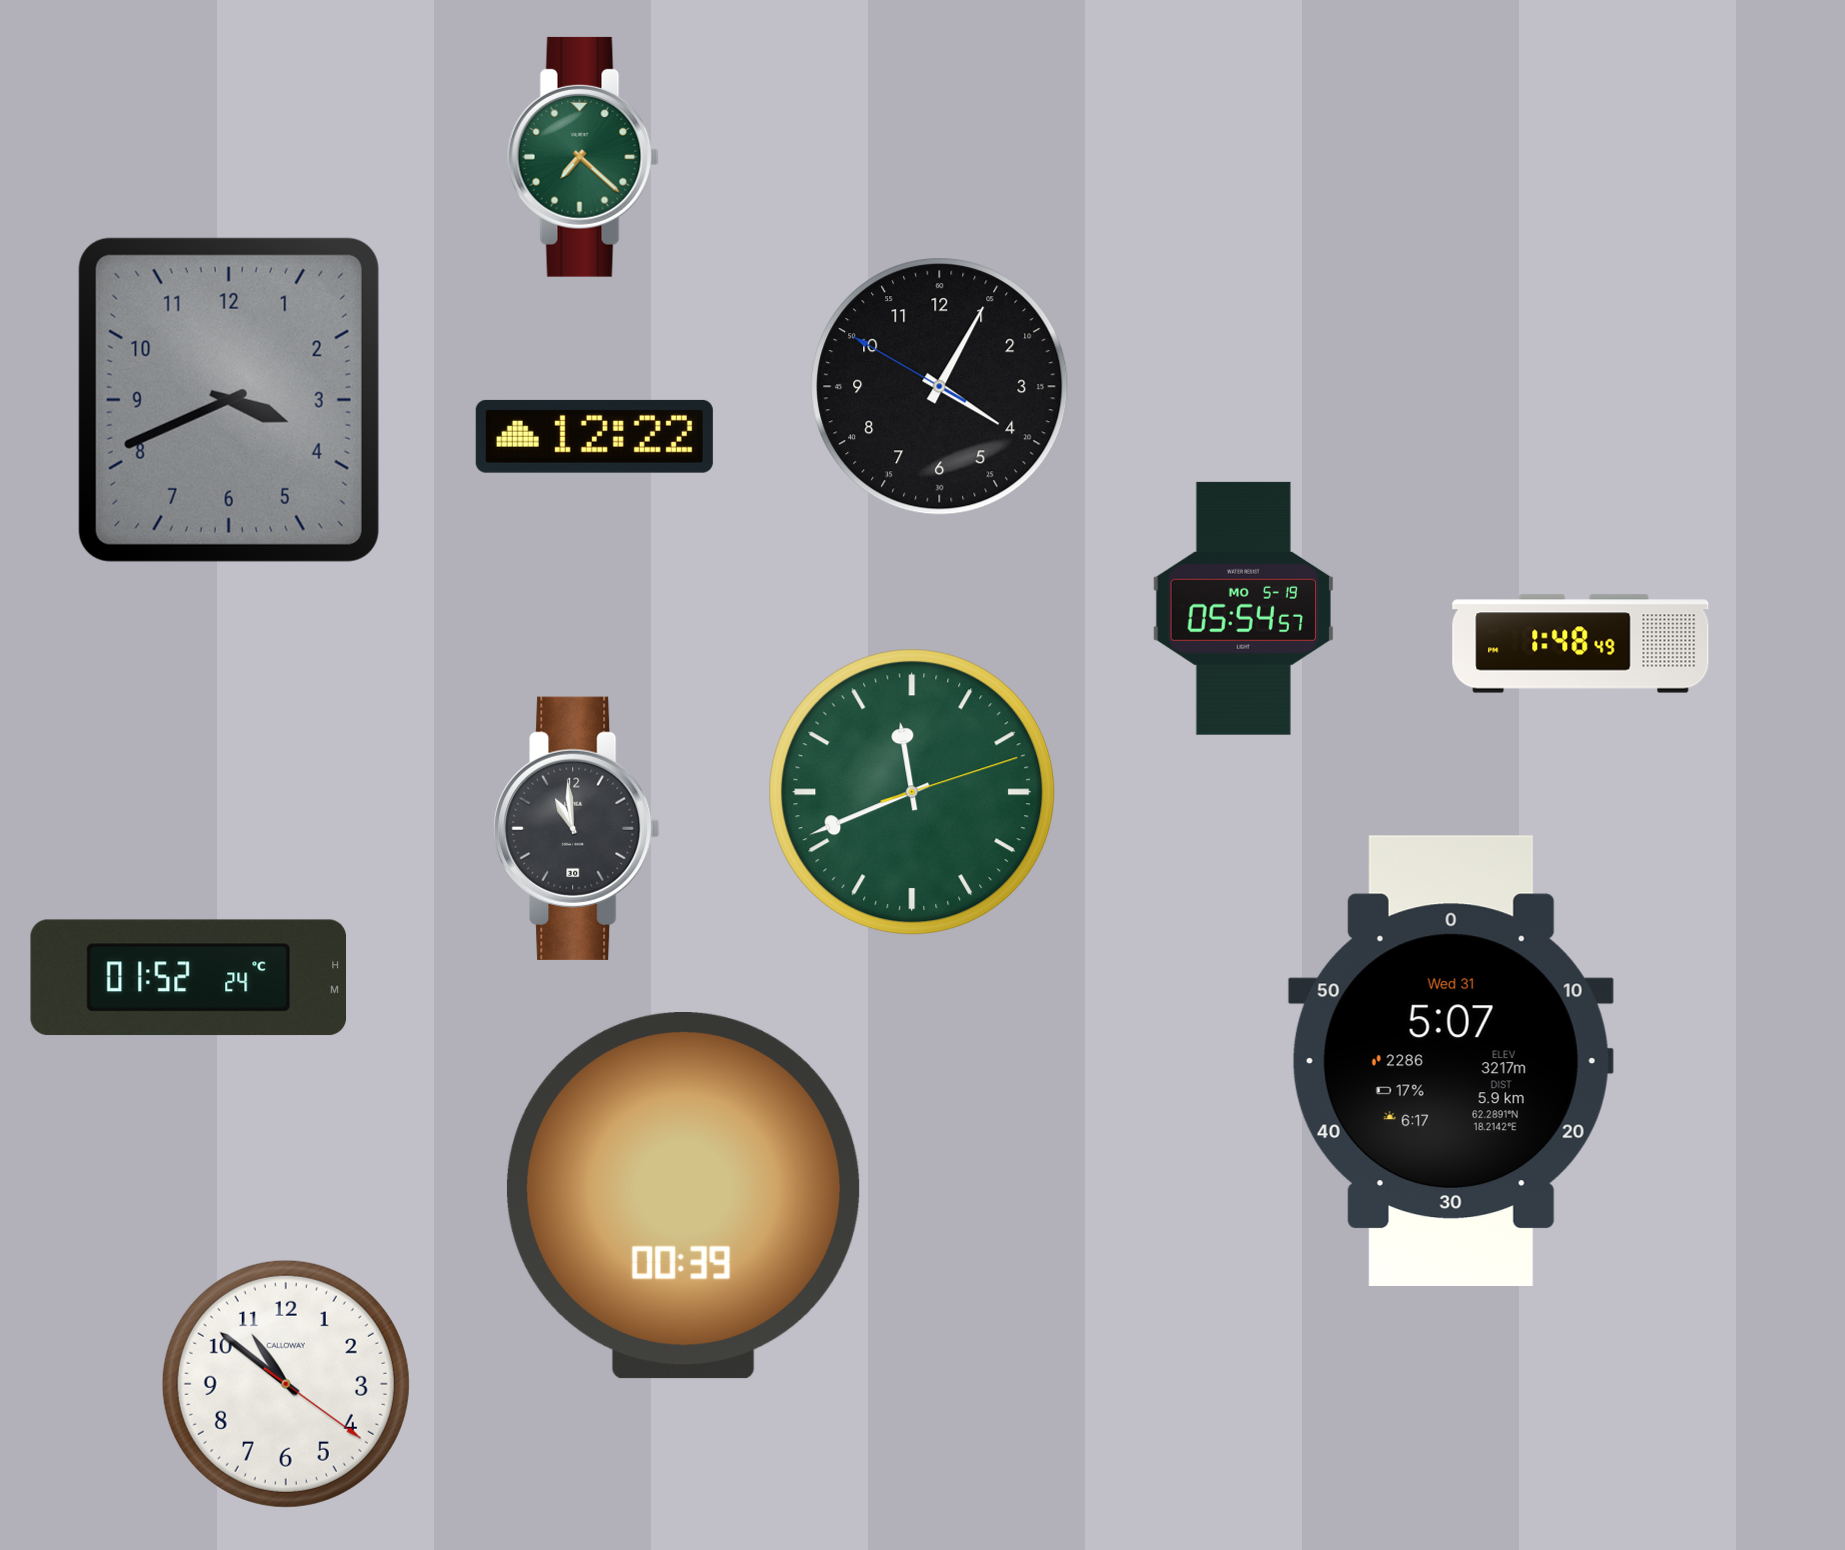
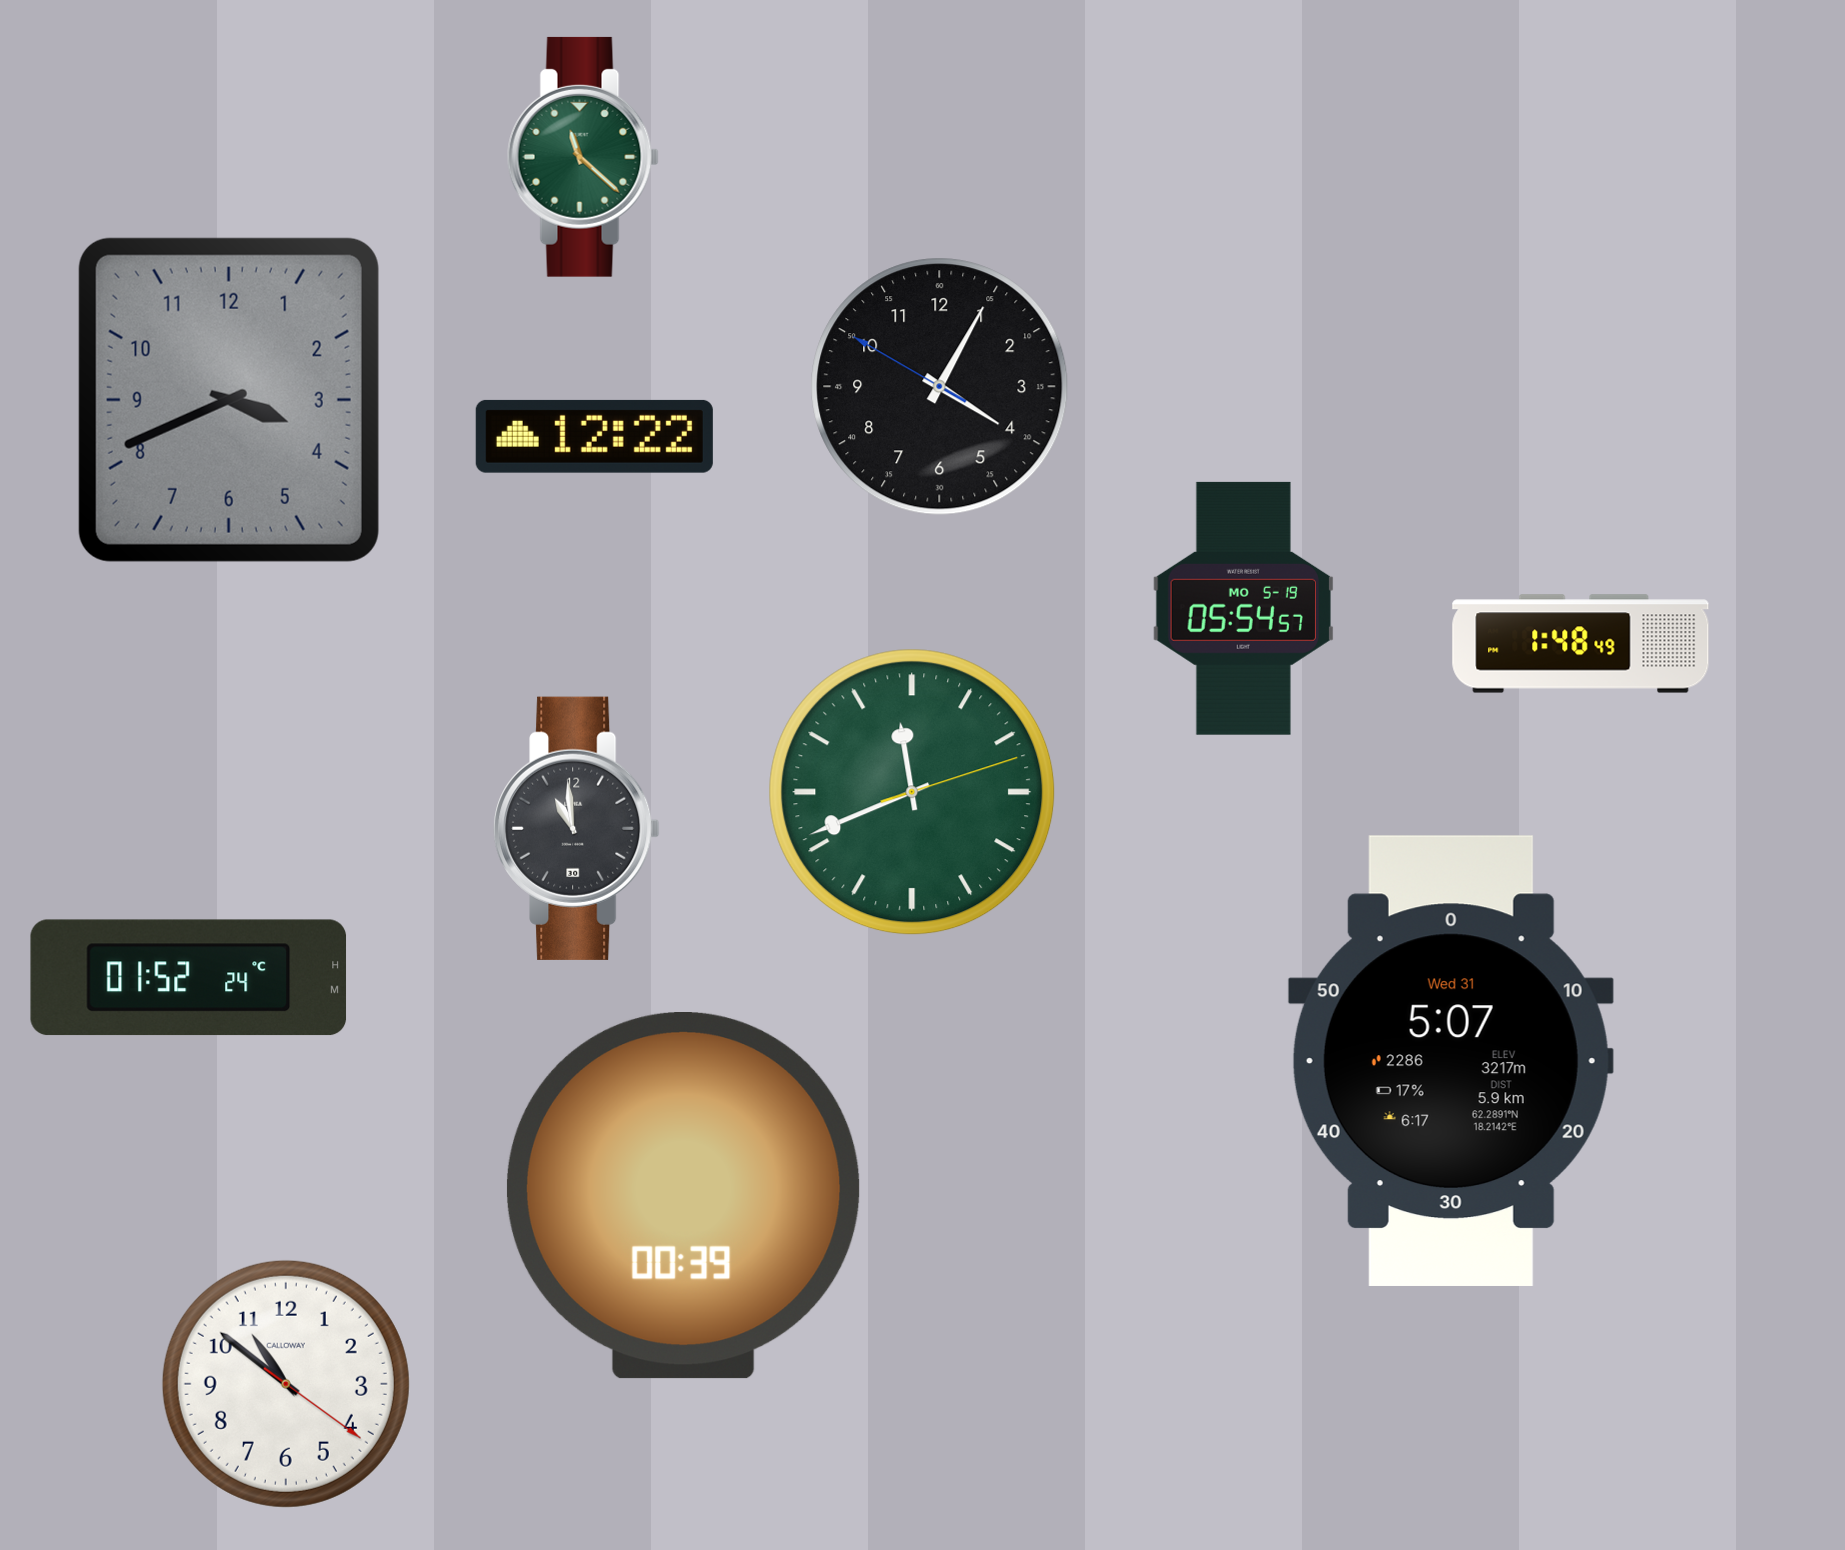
clock at (583, 157): 7:22 -> 11:22
